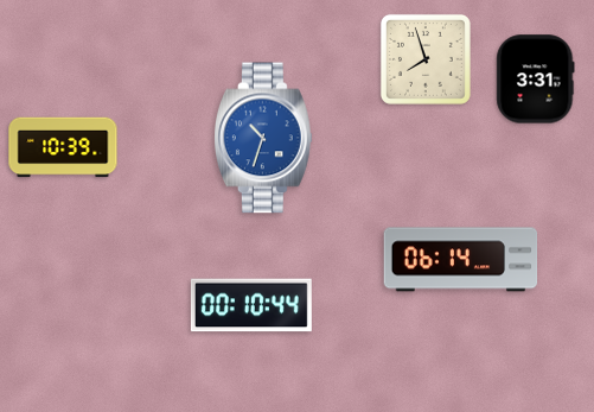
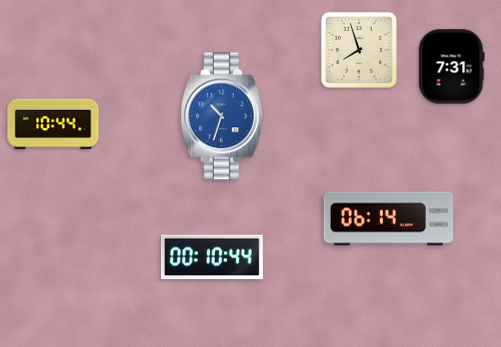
clock at (536, 80): 3:31 -> 7:31
clock at (63, 147): 10:39 -> 10:44
